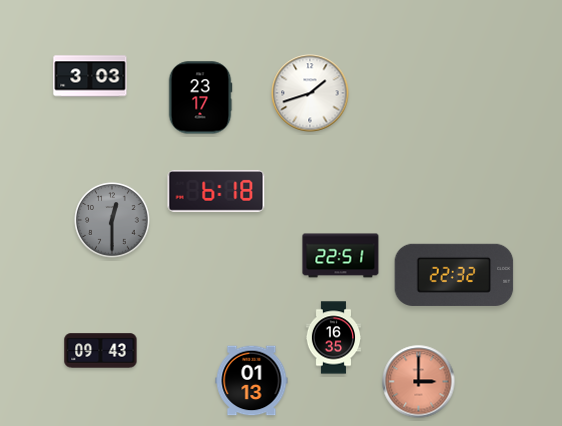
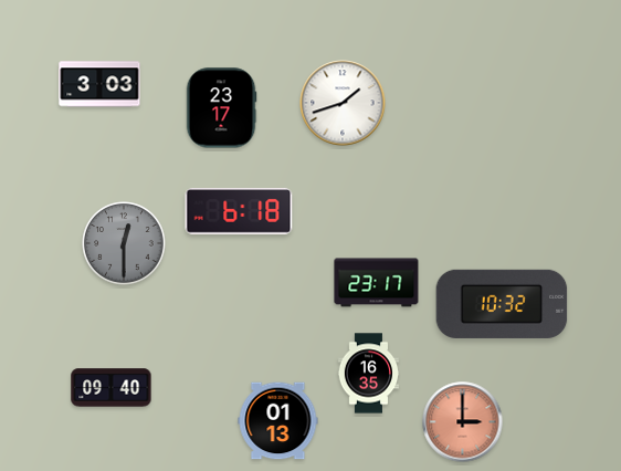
clock at (341, 256): 22:51 -> 23:17
clock at (454, 275): 22:32 -> 10:32
clock at (101, 351): 09:43 -> 09:40
